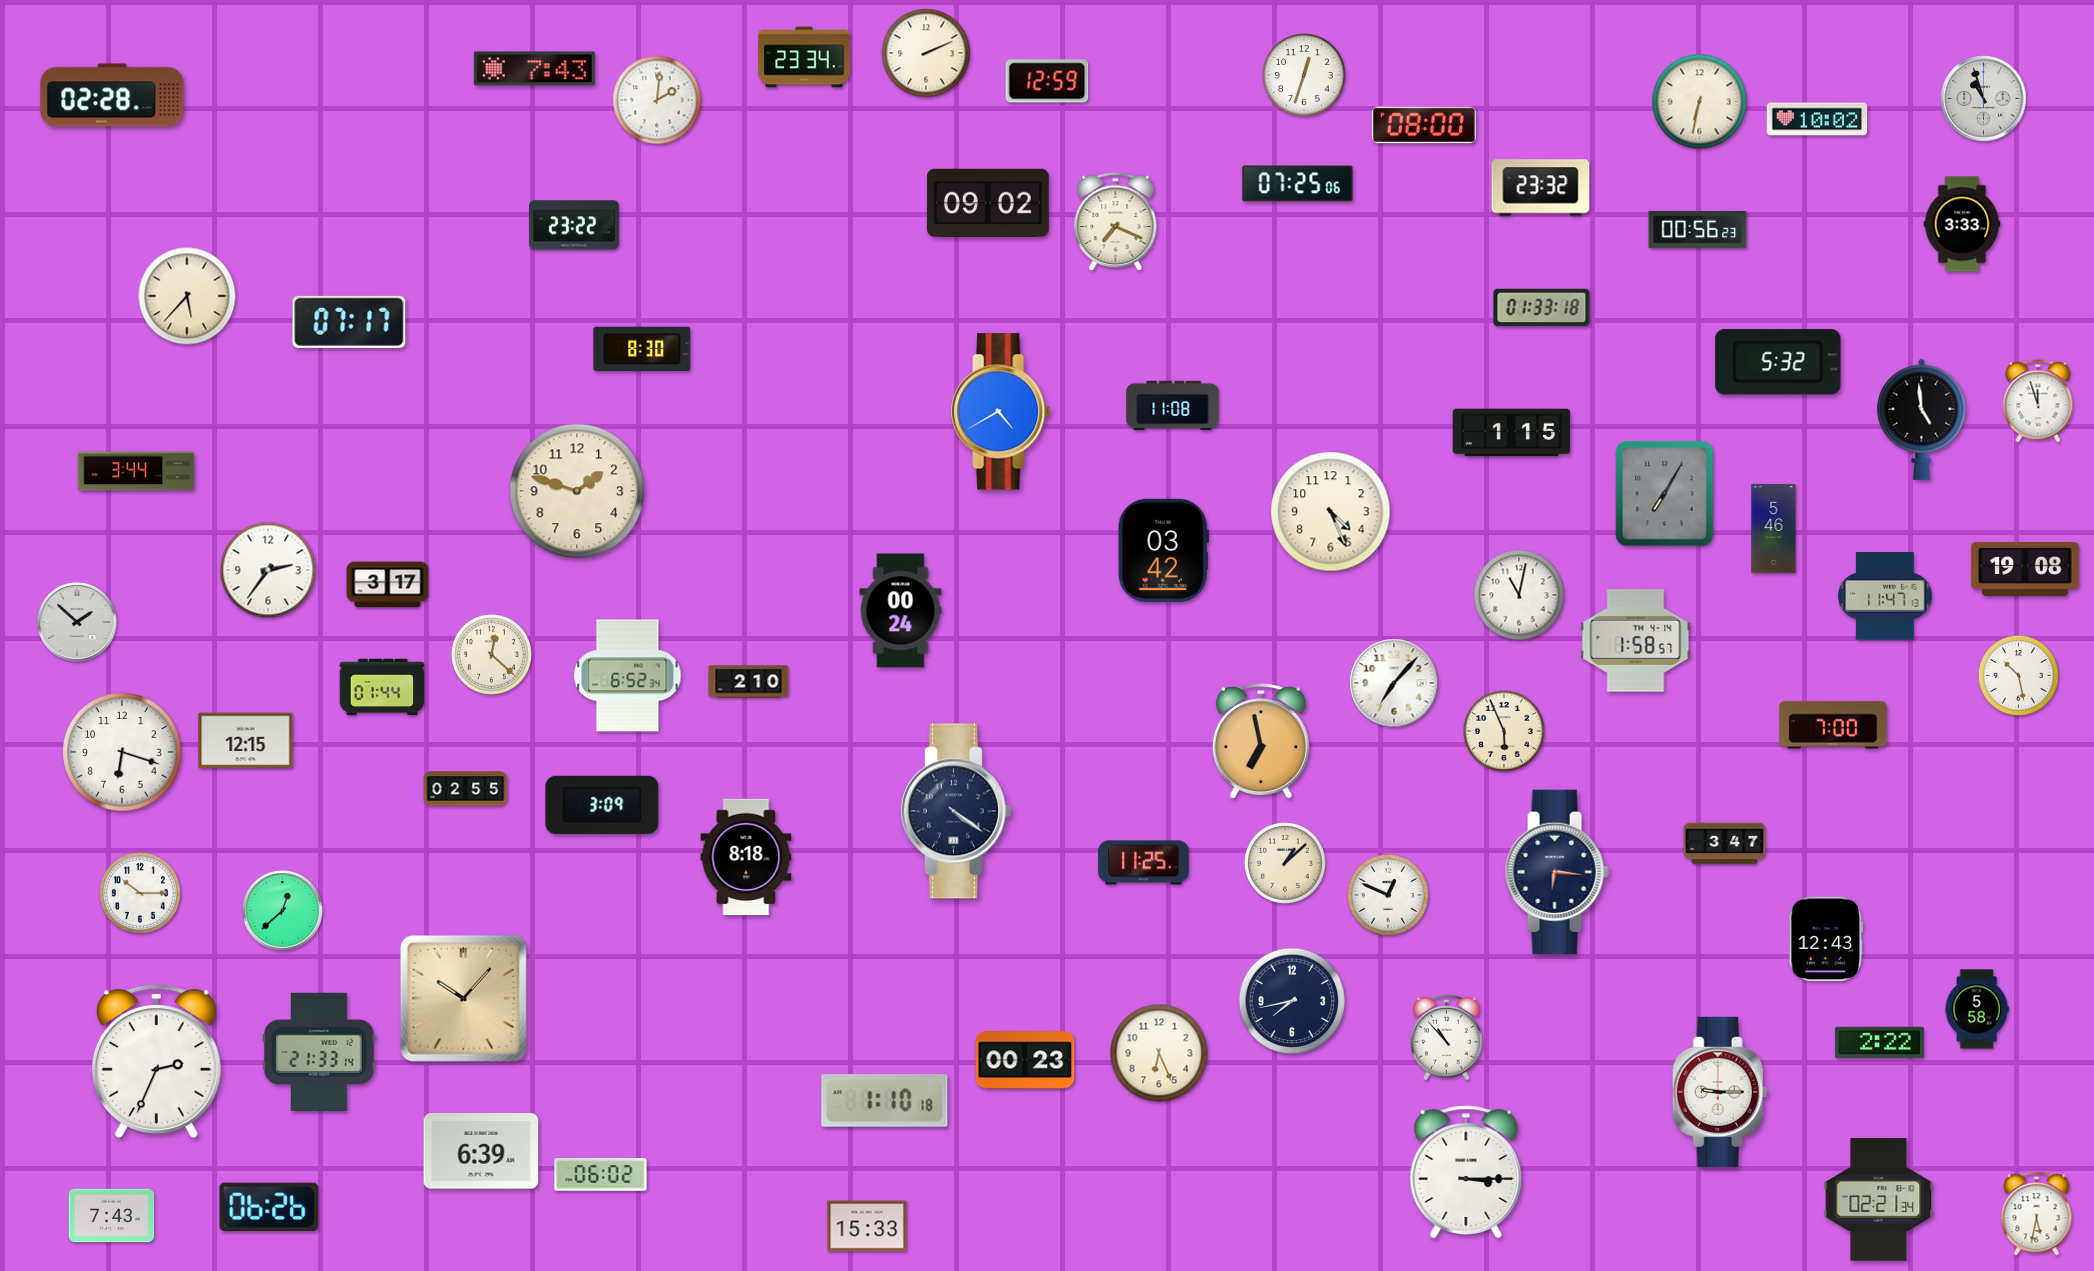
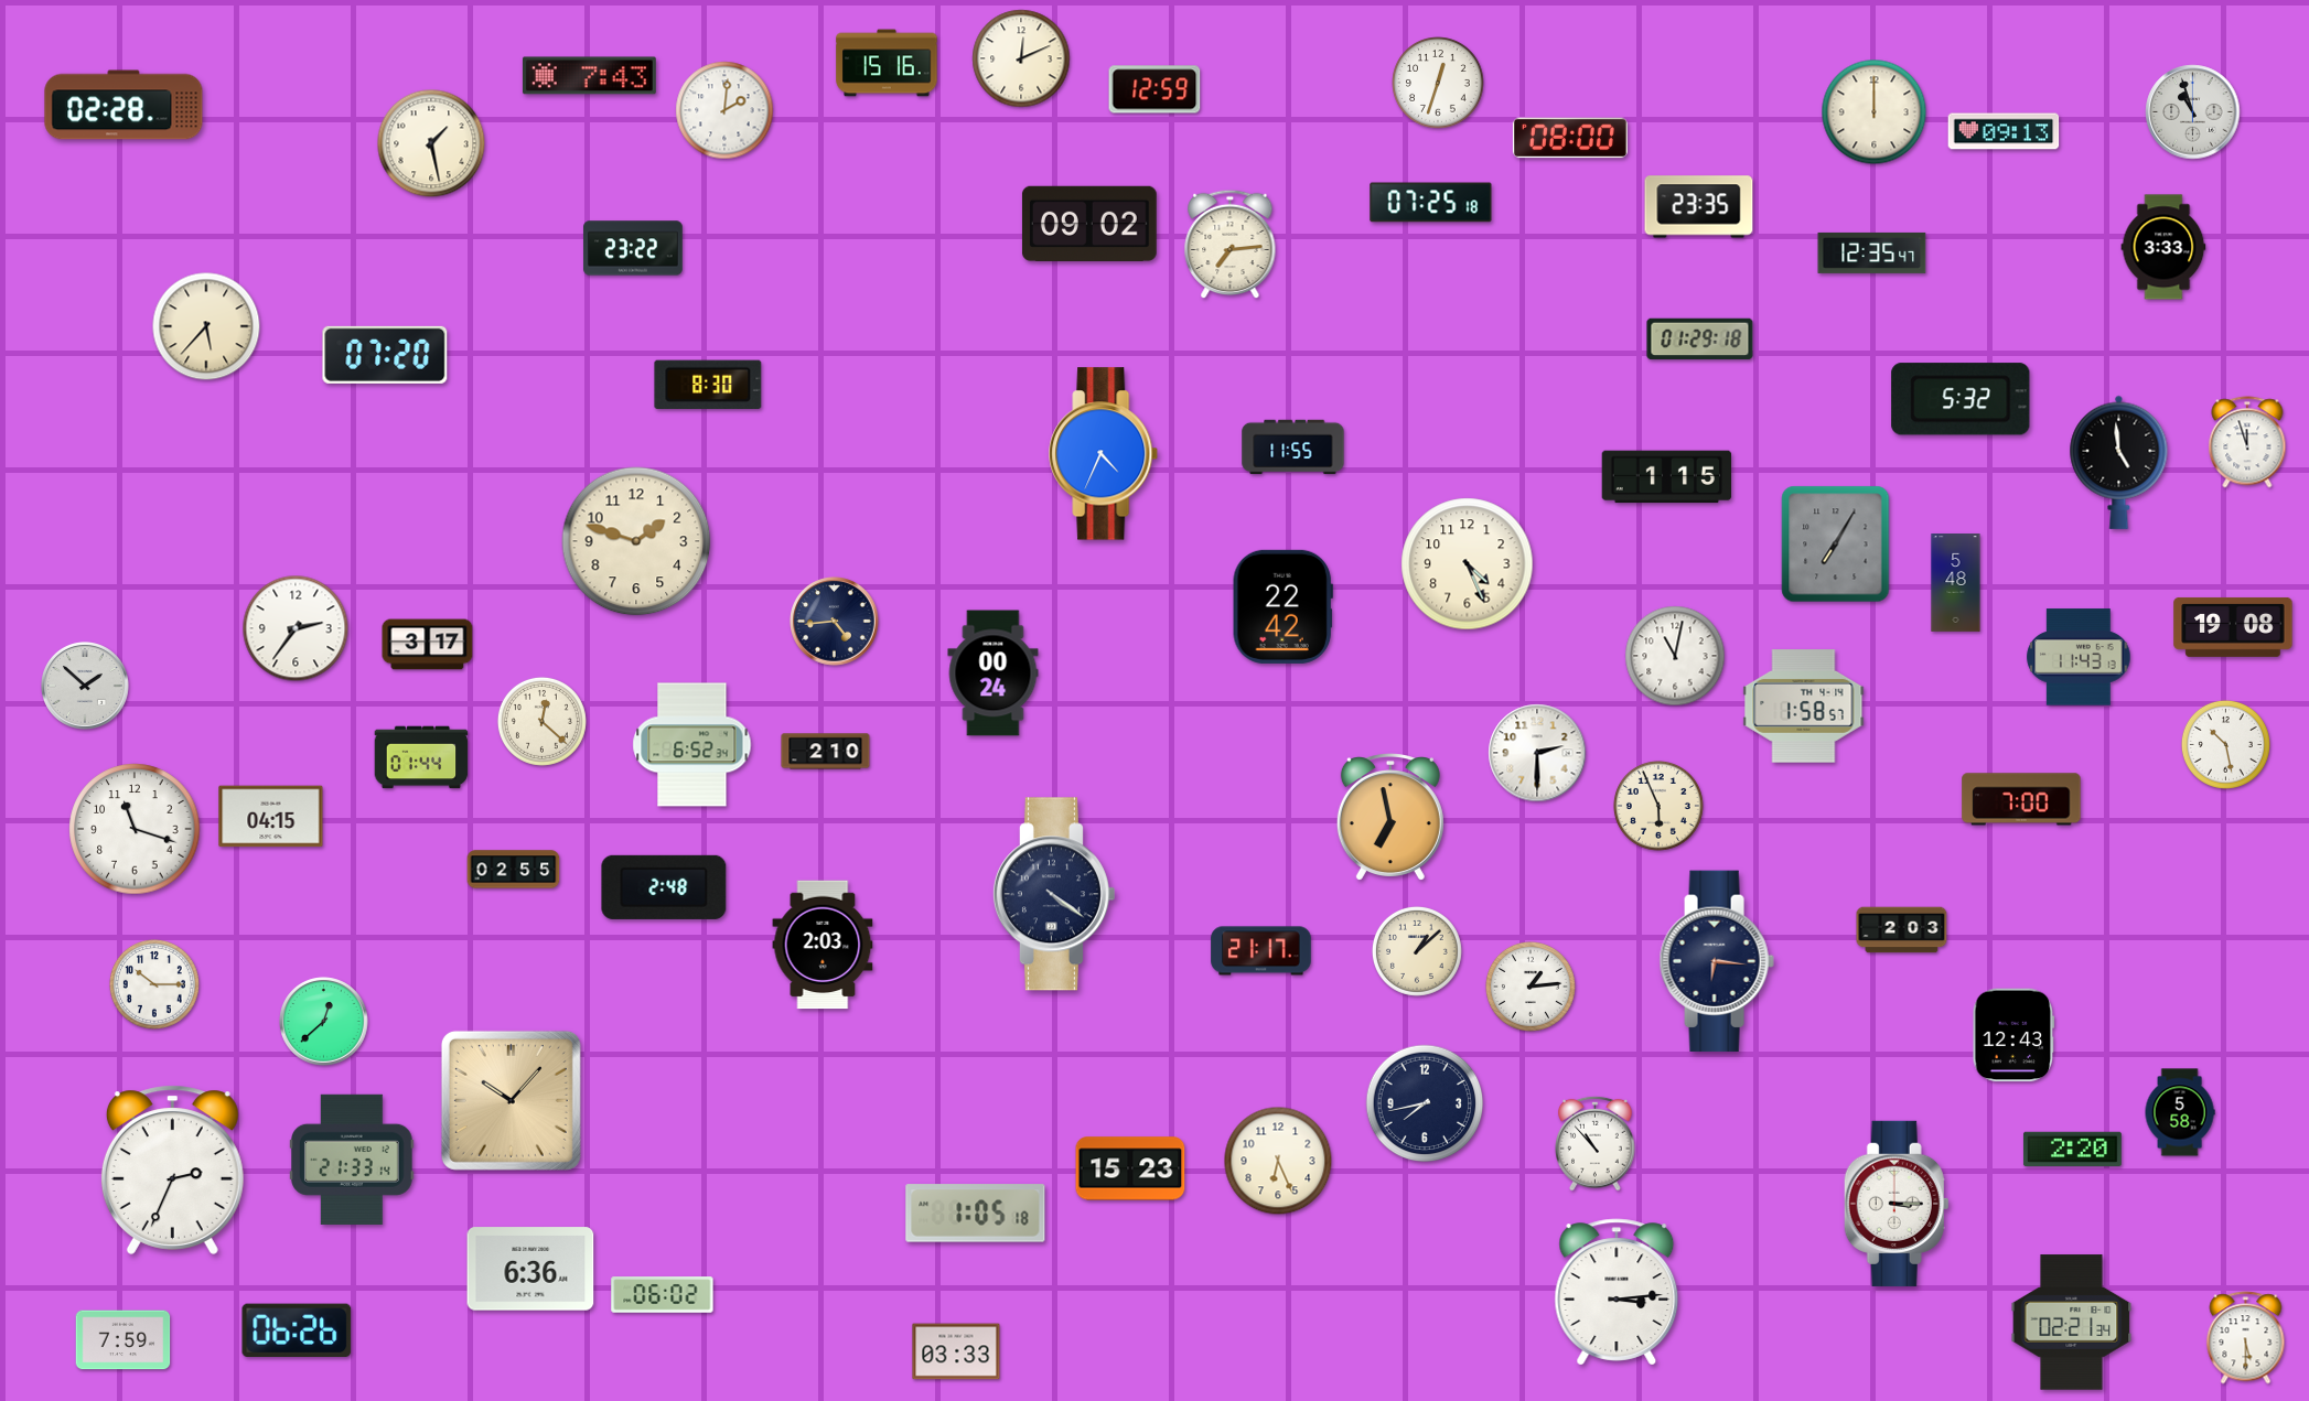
clock at (926, 53): 2:11 -> 12:11
clock at (804, 57): 23:34 -> 15:16
clock at (1984, 99) position: (1984, 99) -> (2193, 112)
clock at (1700, 102): 6:32 -> 12:00
clock at (1817, 119): 10:02 -> 09:13
clock at (431, 143): none -> 1:28
clock at (1298, 184): 07:25:06 -> 07:25:18
clock at (1541, 188): 23:32 -> 23:35
clock at (1116, 222): 7:19 -> 7:14
clock at (1698, 229): 00:56 -> 12:35
clock at (1542, 308): 01:33 -> 01:29
clock at (349, 322): 07:17 -> 07:20
clock at (1173, 406): 11:08 -> 11:55
clock at (1001, 412): 4:40 -> 4:34
clock at (136, 471): 3:44 -> none
clock at (1774, 529): 5:46 -> 5:48
clock at (1163, 550): 03:42 -> 22:42
clock at (835, 622): none -> 4:44
clock at (1885, 596): 11:47 -> 11:43
clock at (1394, 683): 7:07 -> 2:30
clock at (246, 741): 12:15 -> 04:15
clock at (122, 752): 6:18 -> 11:18
clock at (602, 805): 3:09 -> 2:48
clock at (1725, 844): 3:47 -> 2:03
clock at (746, 857): 8:18 -> 2:03
clock at (1144, 863): 11:25 -> 21:17
clock at (1388, 895): 12:49 -> 1:14
clock at (283, 911) position: (283, 911) -> (324, 1022)
clock at (1879, 1042): 2:22 -> 2:20
clock at (1025, 1060): 00:23 -> 15:23
clock at (1720, 1092): 9:15 -> 3:15
clock at (885, 1101): 1:10 -> 1:05
clock at (481, 1151): 6:39 -> 6:36
clock at (1466, 1172): 3:15 -> 3:14
clock at (2037, 1214): 5:32 -> 5:30
clock at (112, 1216): 7:43 -> 7:59
clock at (867, 1226): 15:33 -> 03:33
